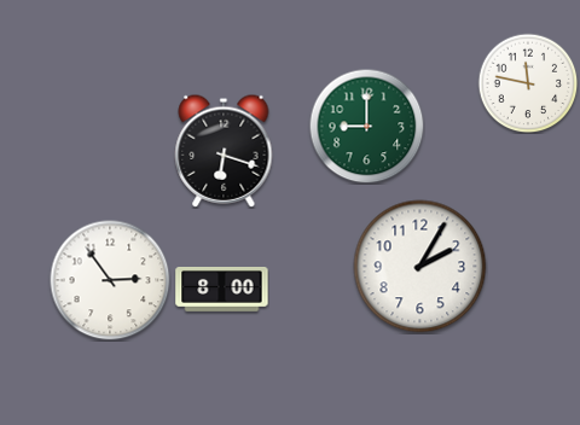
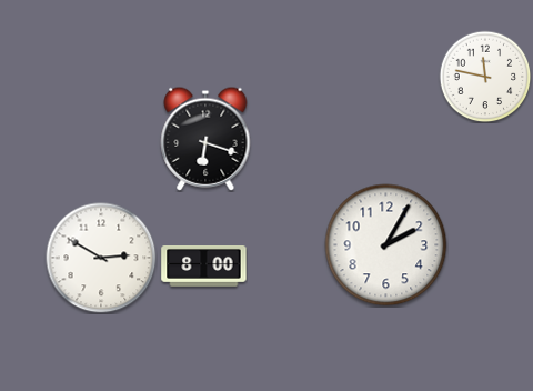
clock at (366, 126): 9:00 -> none
clock at (110, 280): 2:54 -> 2:50
